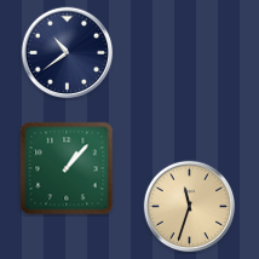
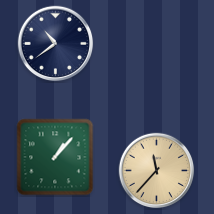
clock at (67, 168) position: (67, 168) -> (55, 157)
clock at (190, 207): 11:33 -> 11:37
